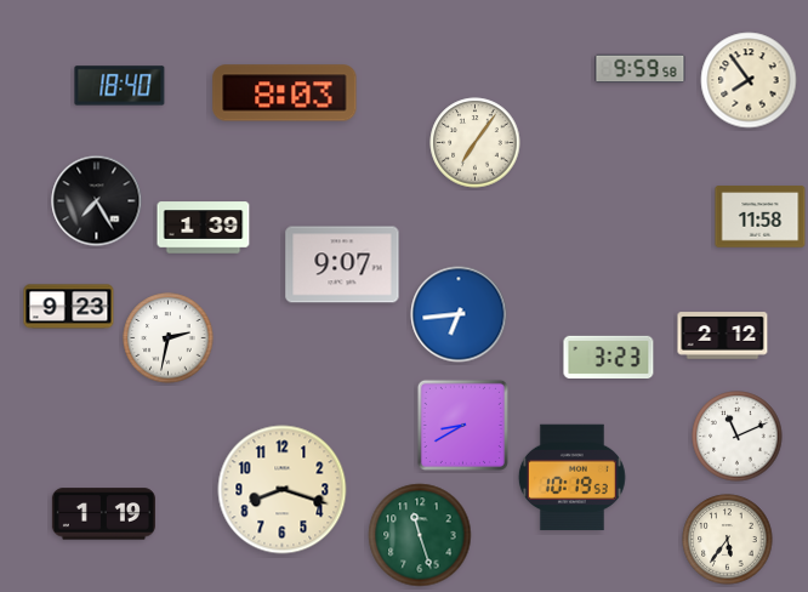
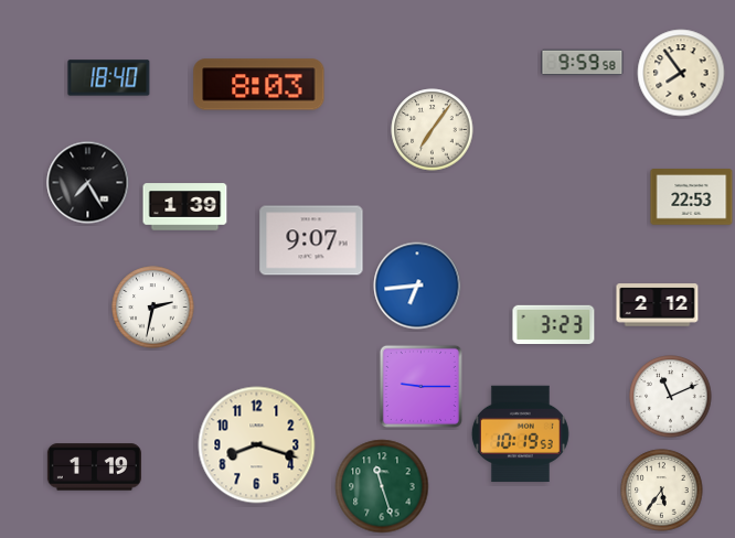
clock at (761, 217): 11:58 -> 22:53
clock at (69, 307): 9:23 -> none
clock at (462, 425): 8:40 -> 9:15
